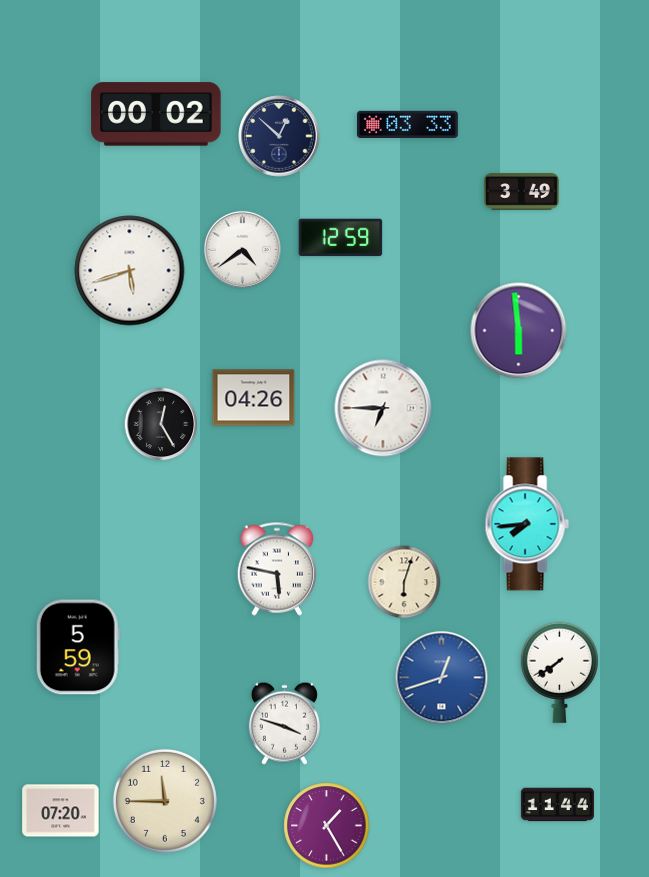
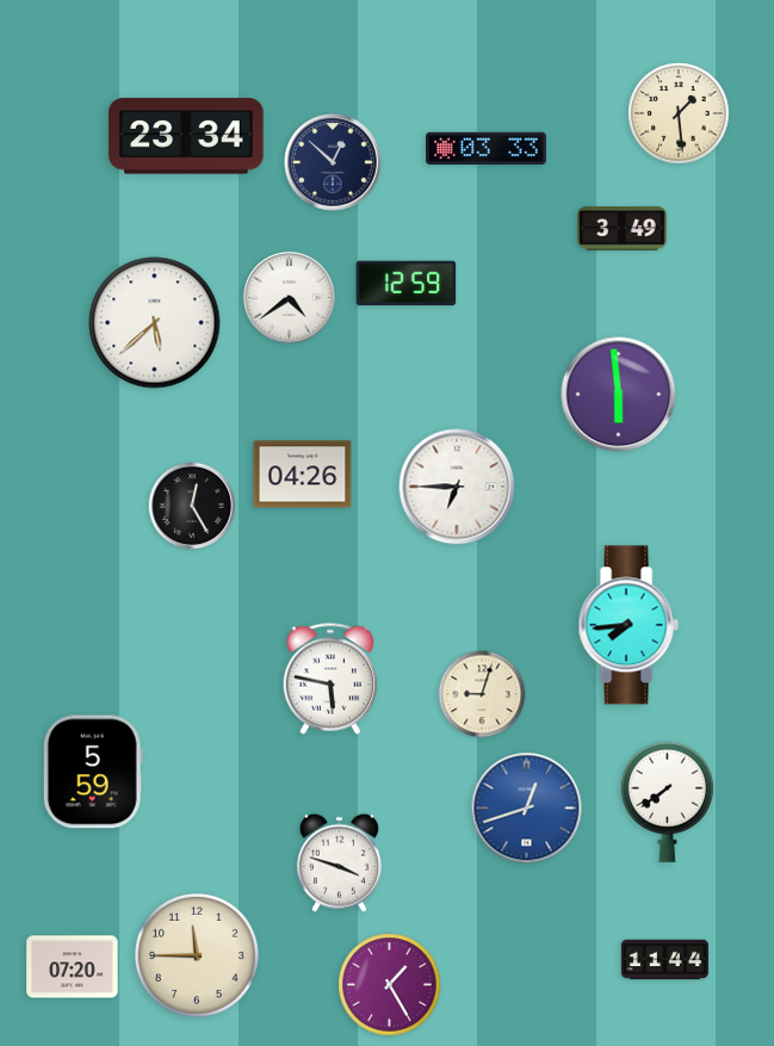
clock at (679, 113): none -> 1:29
clock at (156, 114): 00:02 -> 23:34
clock at (130, 271): 5:42 -> 5:38
clock at (404, 582): 6:03 -> 9:03
